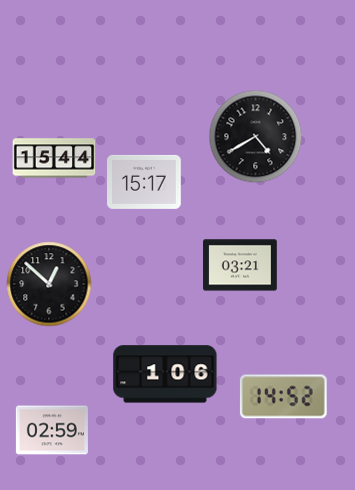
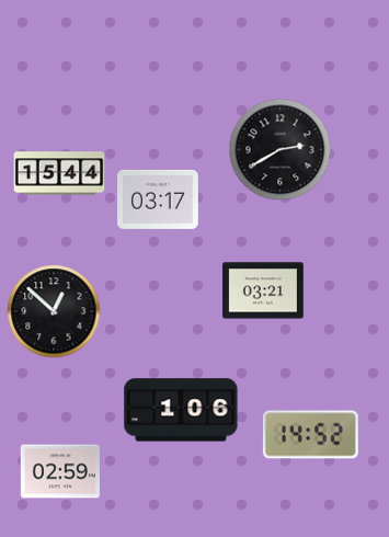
clock at (256, 137): 4:40 -> 2:40
clock at (145, 182): 15:17 -> 03:17
clock at (52, 430) position: (52, 430) -> (60, 471)
